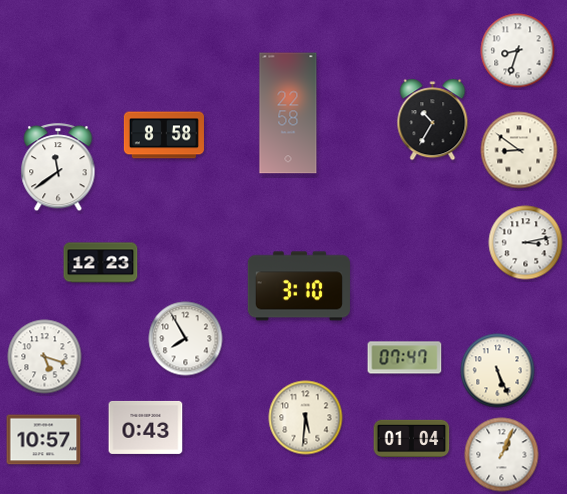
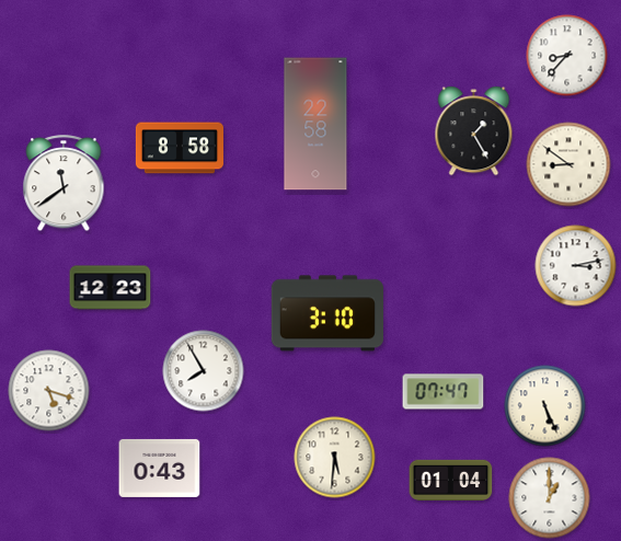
clock at (518, 51): 8:33 -> 8:37
clock at (433, 120): 10:35 -> 1:25
clock at (44, 440): 10:57 -> none
clock at (502, 455): 1:04 -> 1:00
